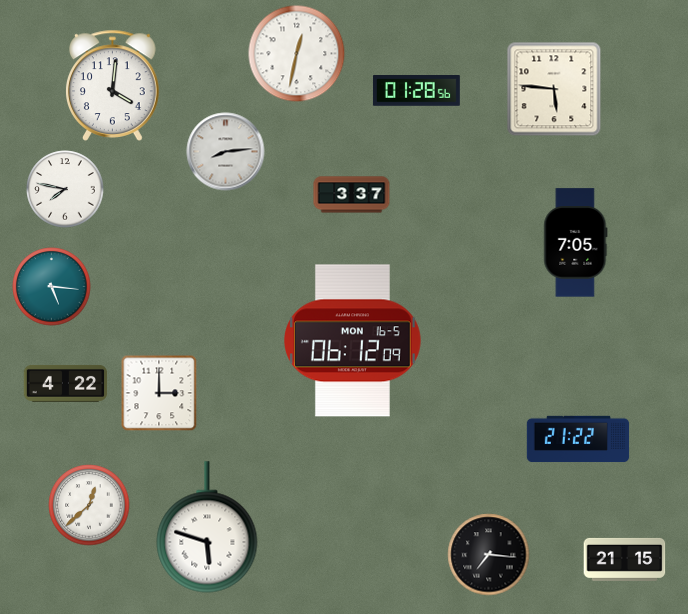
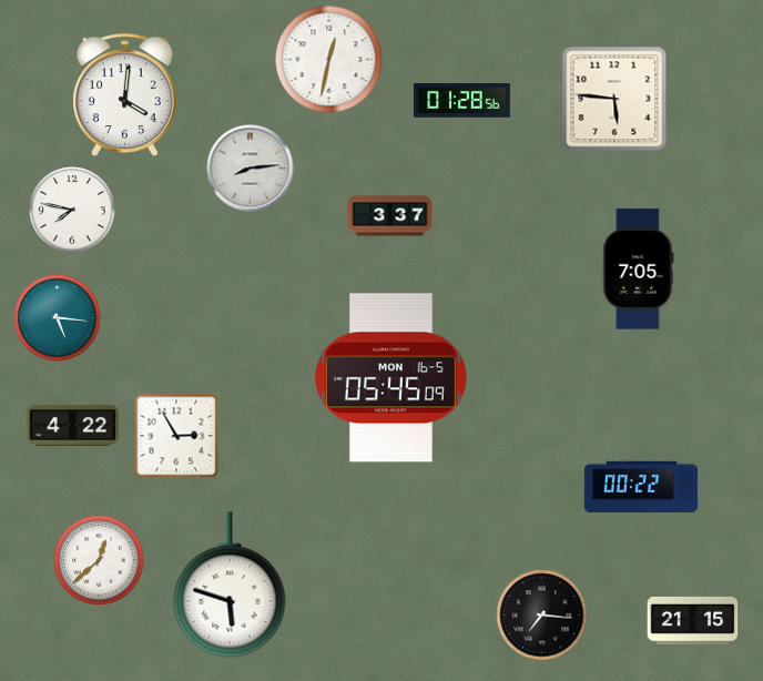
clock at (353, 341): 06:12 -> 05:45
clock at (159, 393): 3:00 -> 2:55
clock at (578, 439): 21:22 -> 00:22
